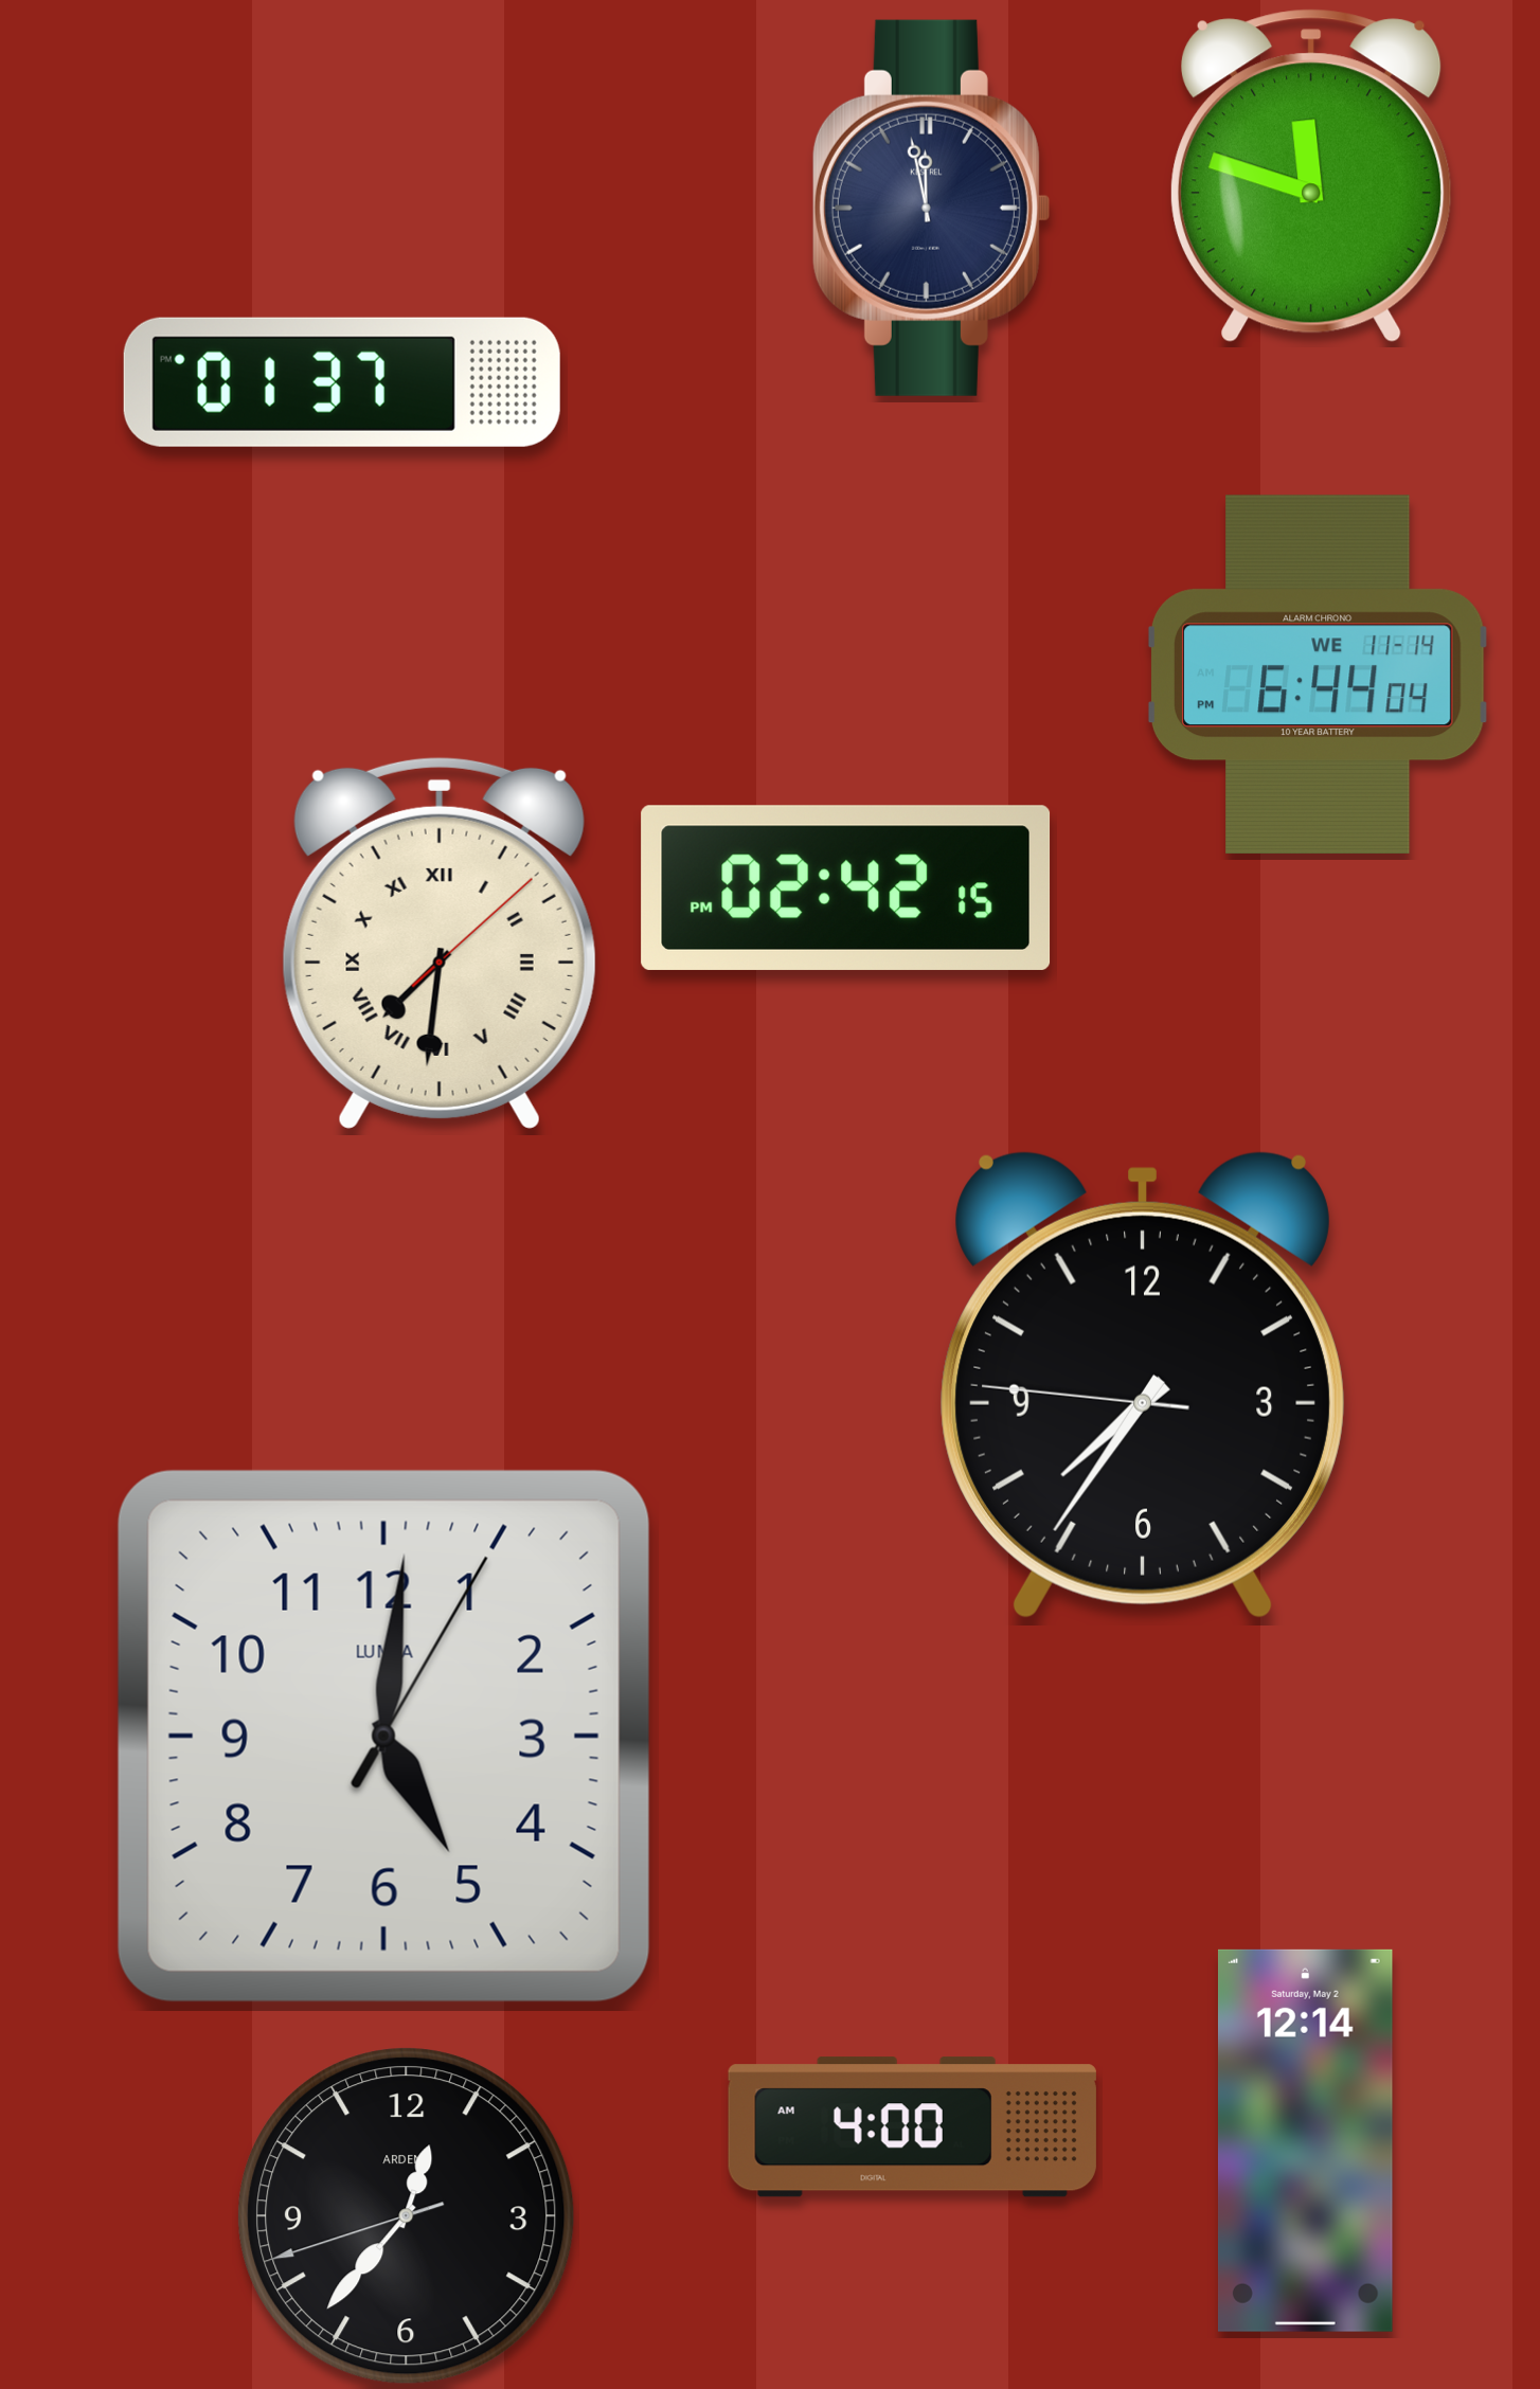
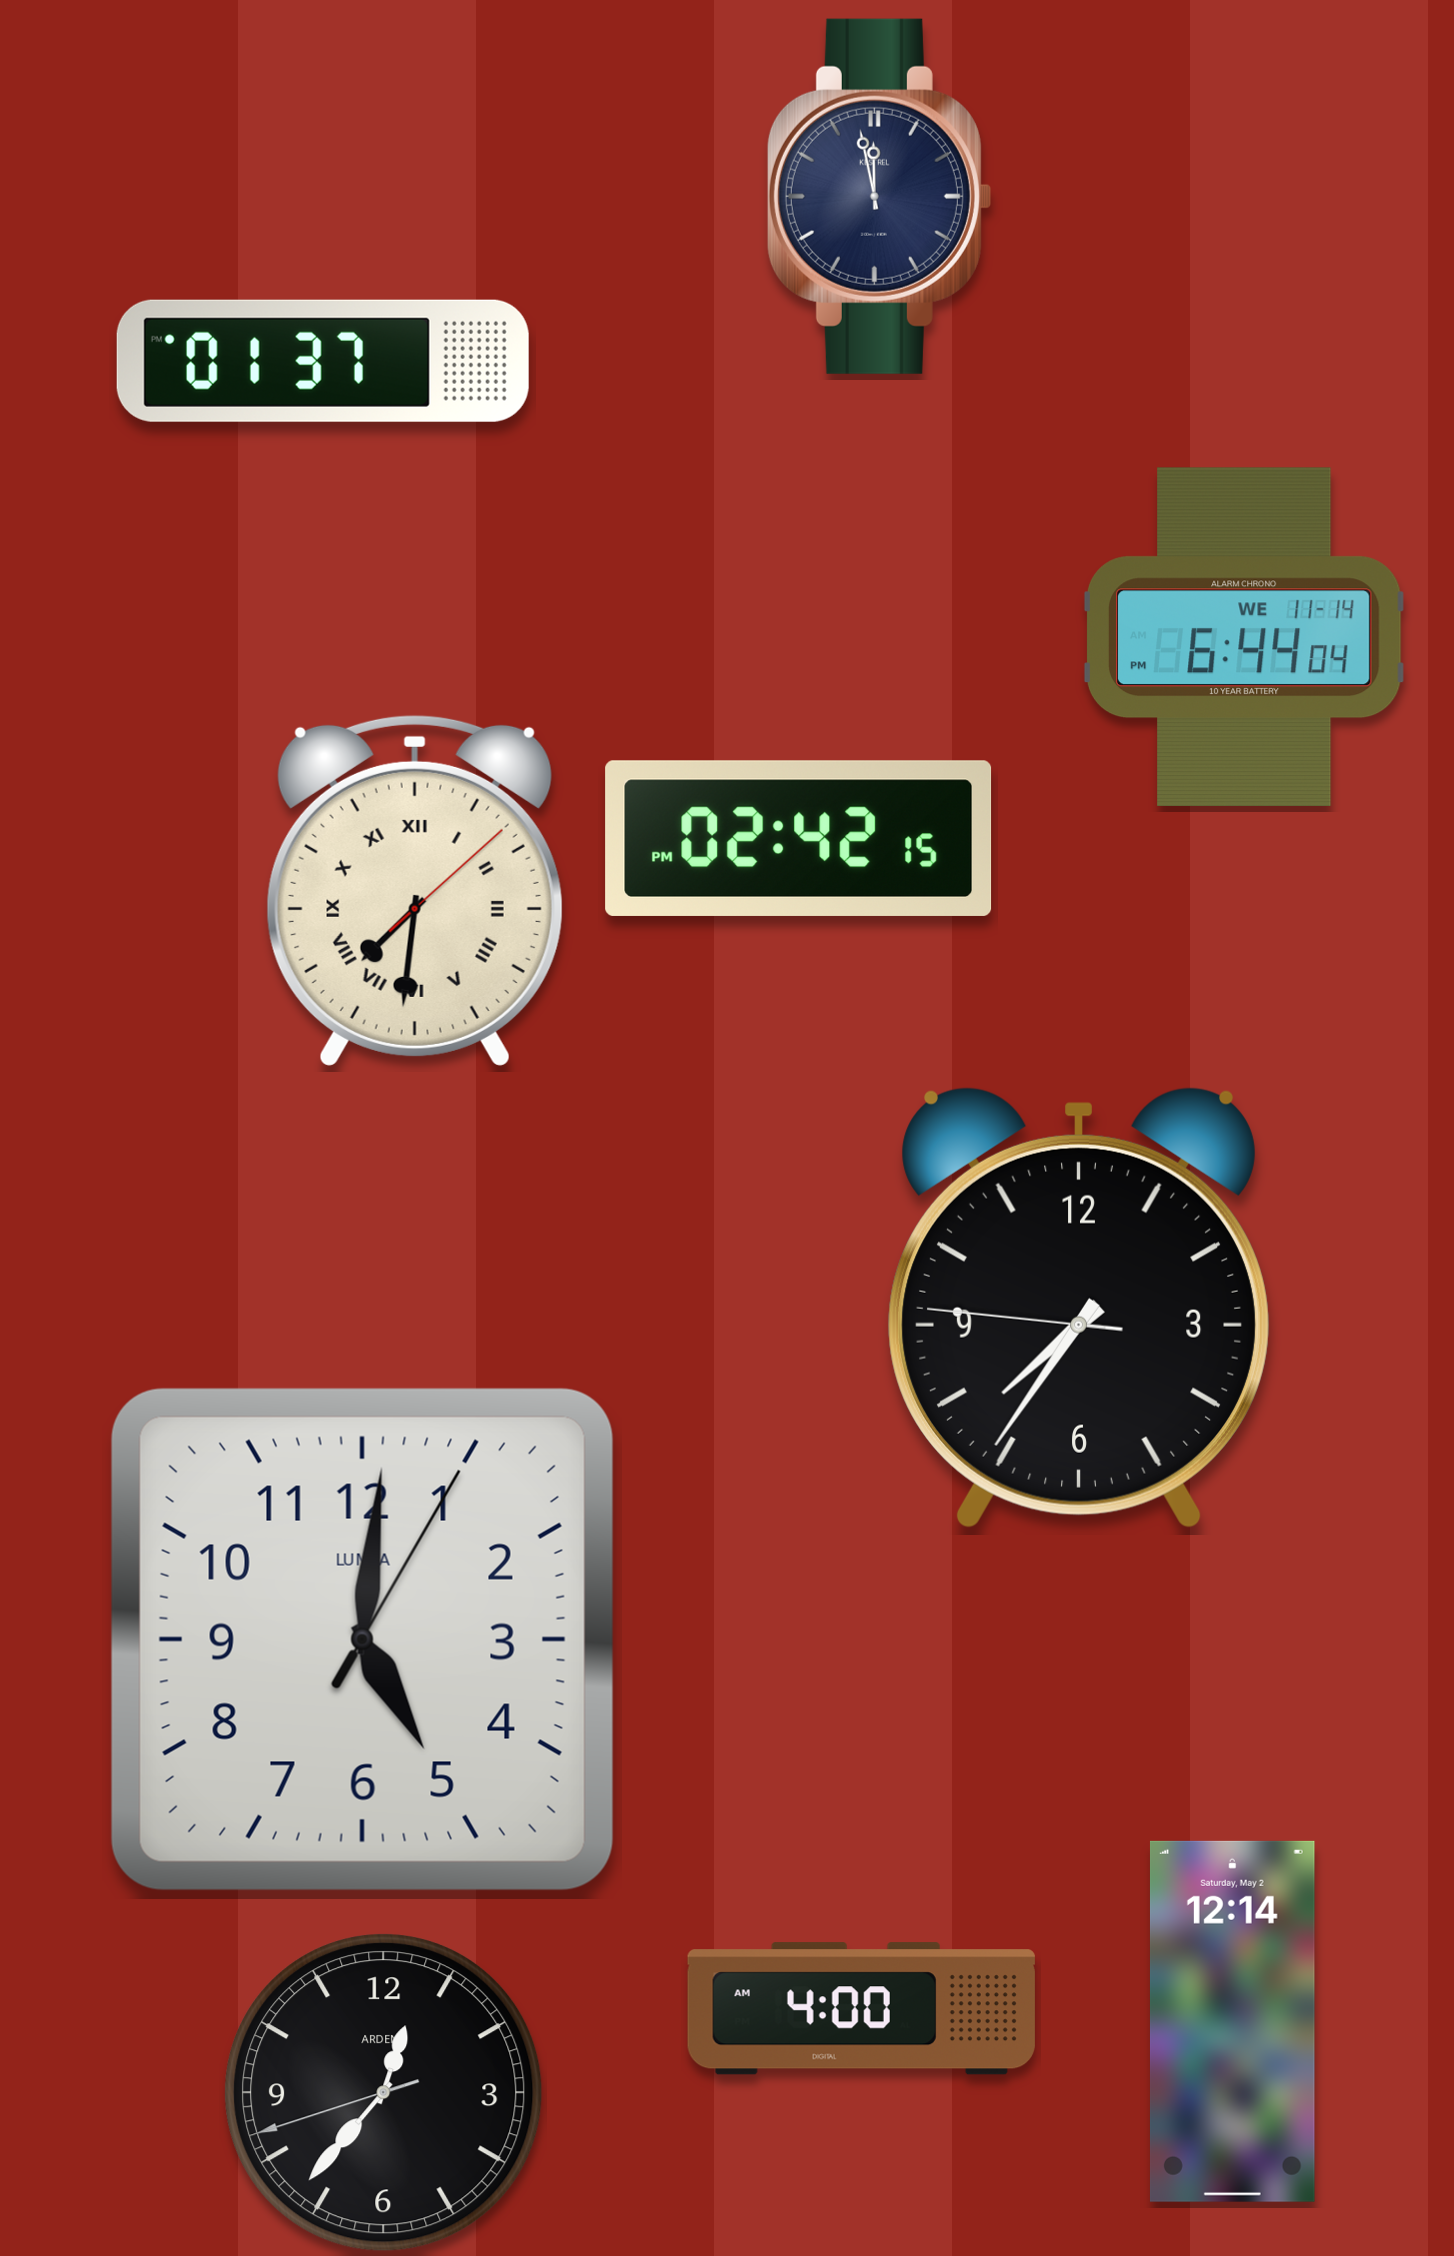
clock at (1311, 176): 11:48 -> none
